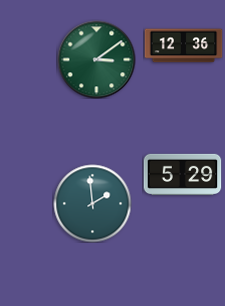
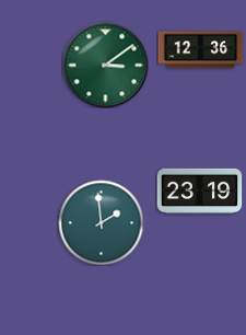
clock at (182, 174): 5:29 -> 23:19
